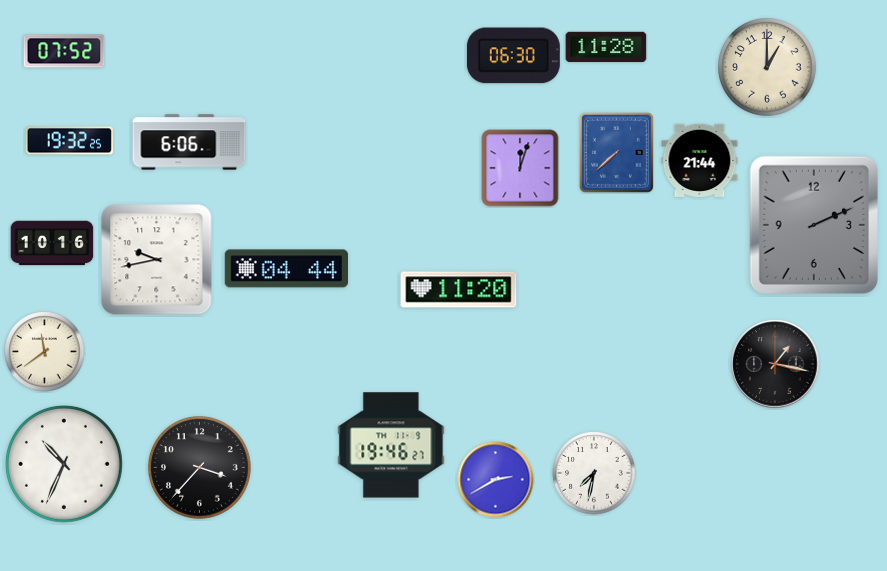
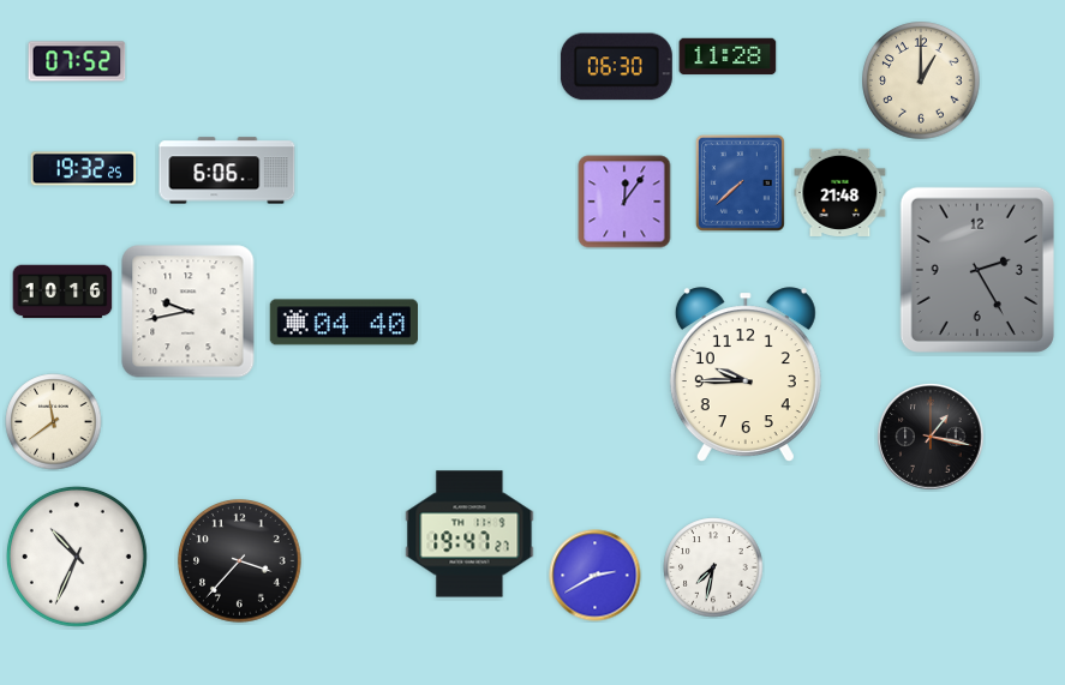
clock at (700, 160): 21:44 -> 21:48
clock at (520, 168): 12:03 -> 12:06
clock at (814, 224): 2:11 -> 2:25
clock at (286, 269): 04:44 -> 04:40
clock at (459, 290): 11:20 -> none
clock at (746, 375): none -> 9:45
clock at (391, 445): 19:46 -> 19:47
